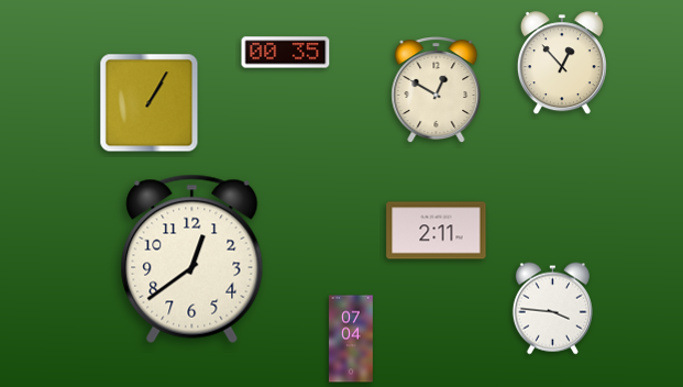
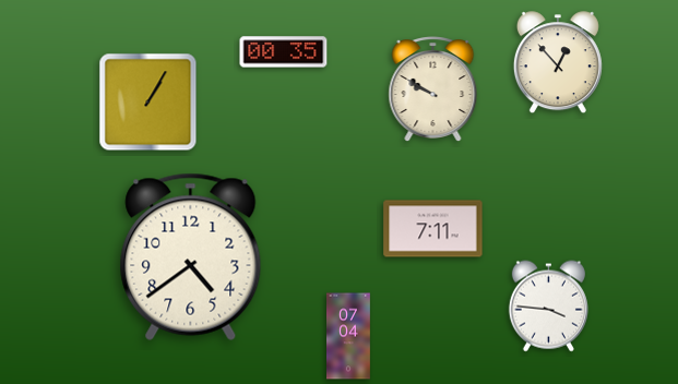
clock at (437, 90): 12:50 -> 9:50
clock at (437, 231): 2:11 -> 7:11
clock at (192, 258): 12:39 -> 4:39
